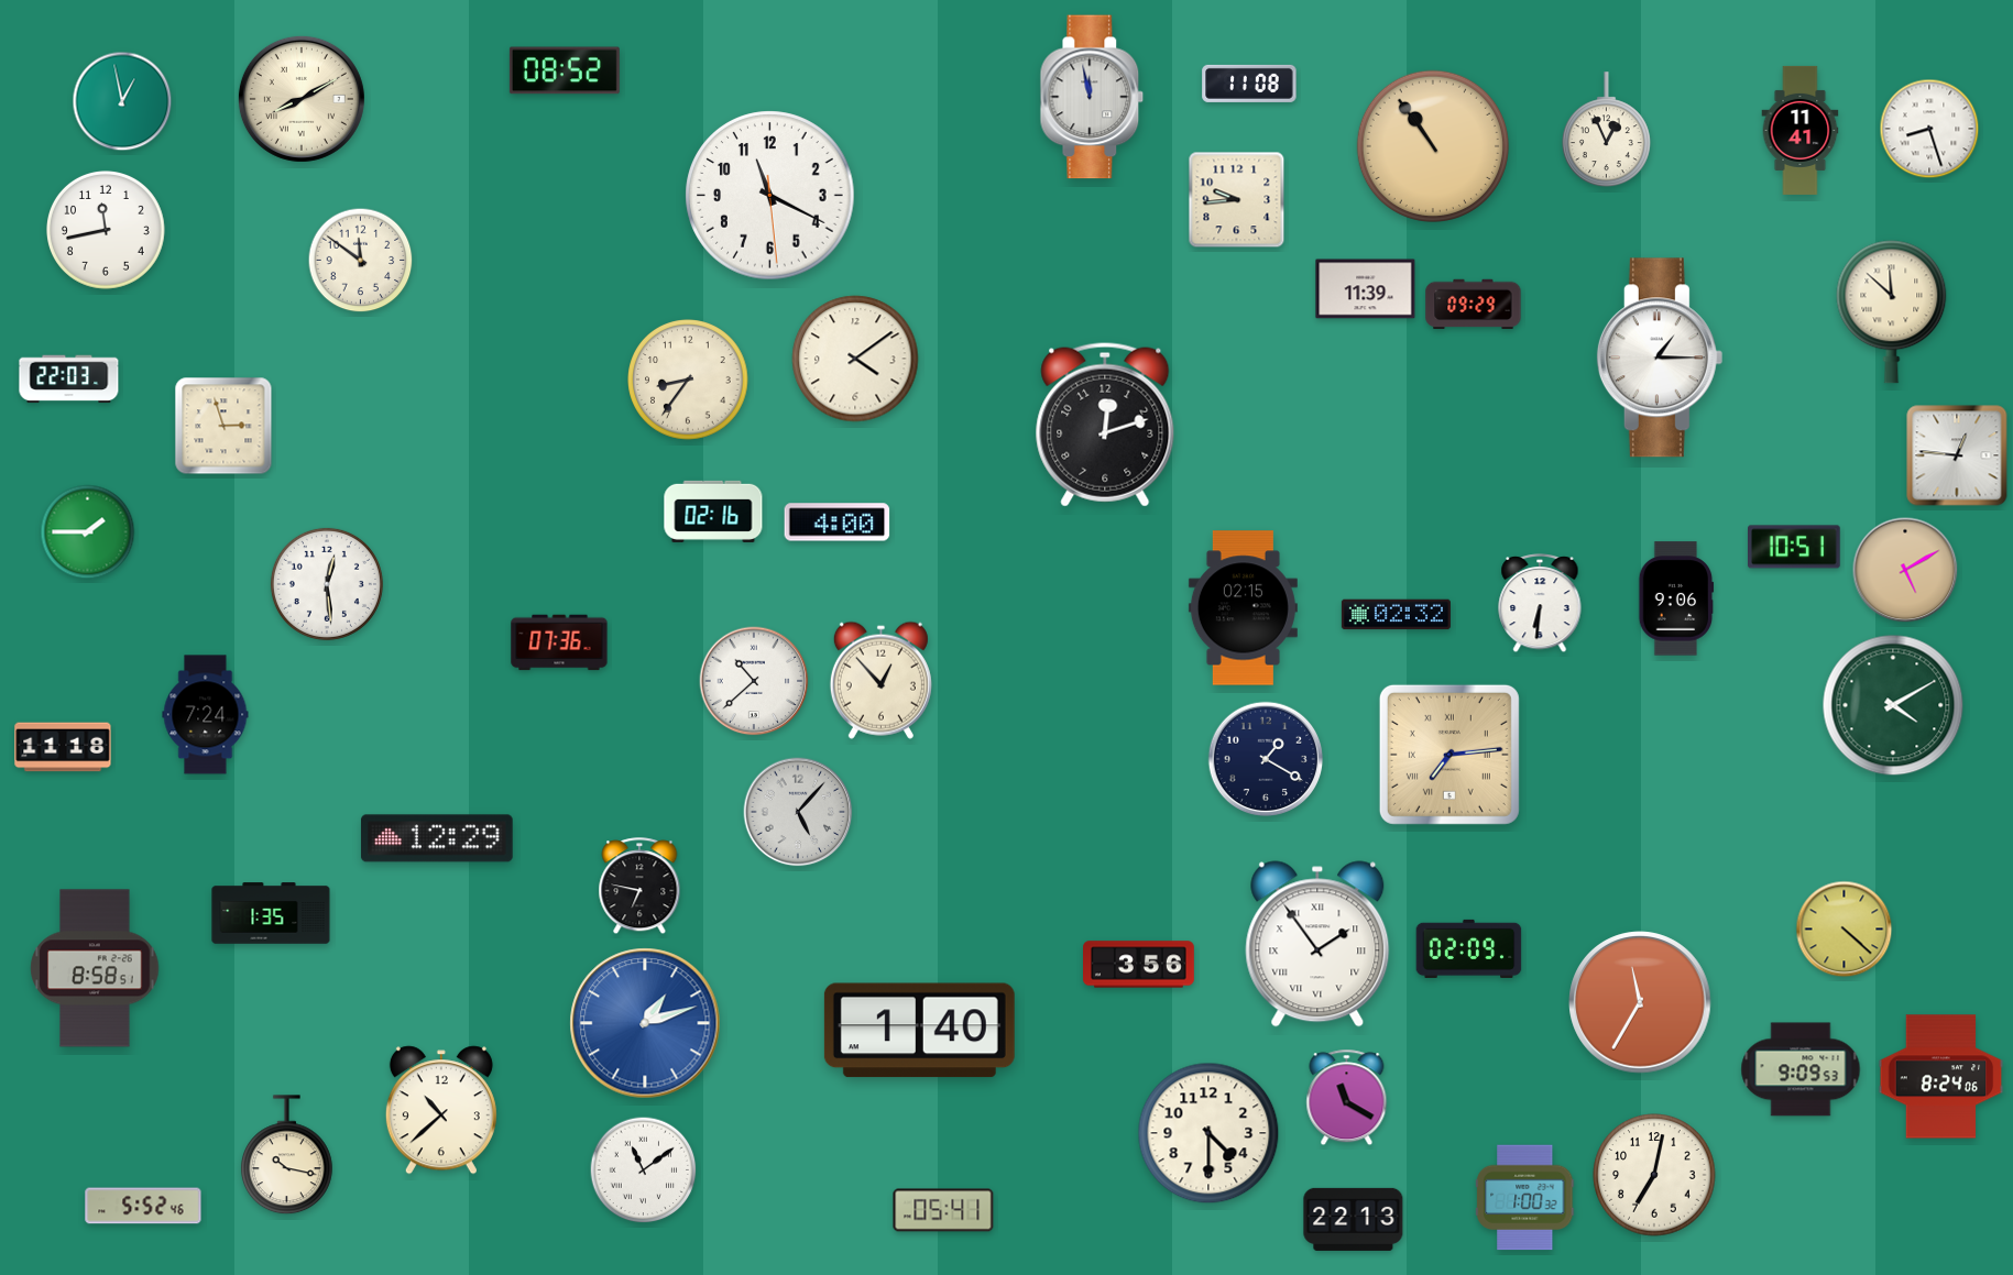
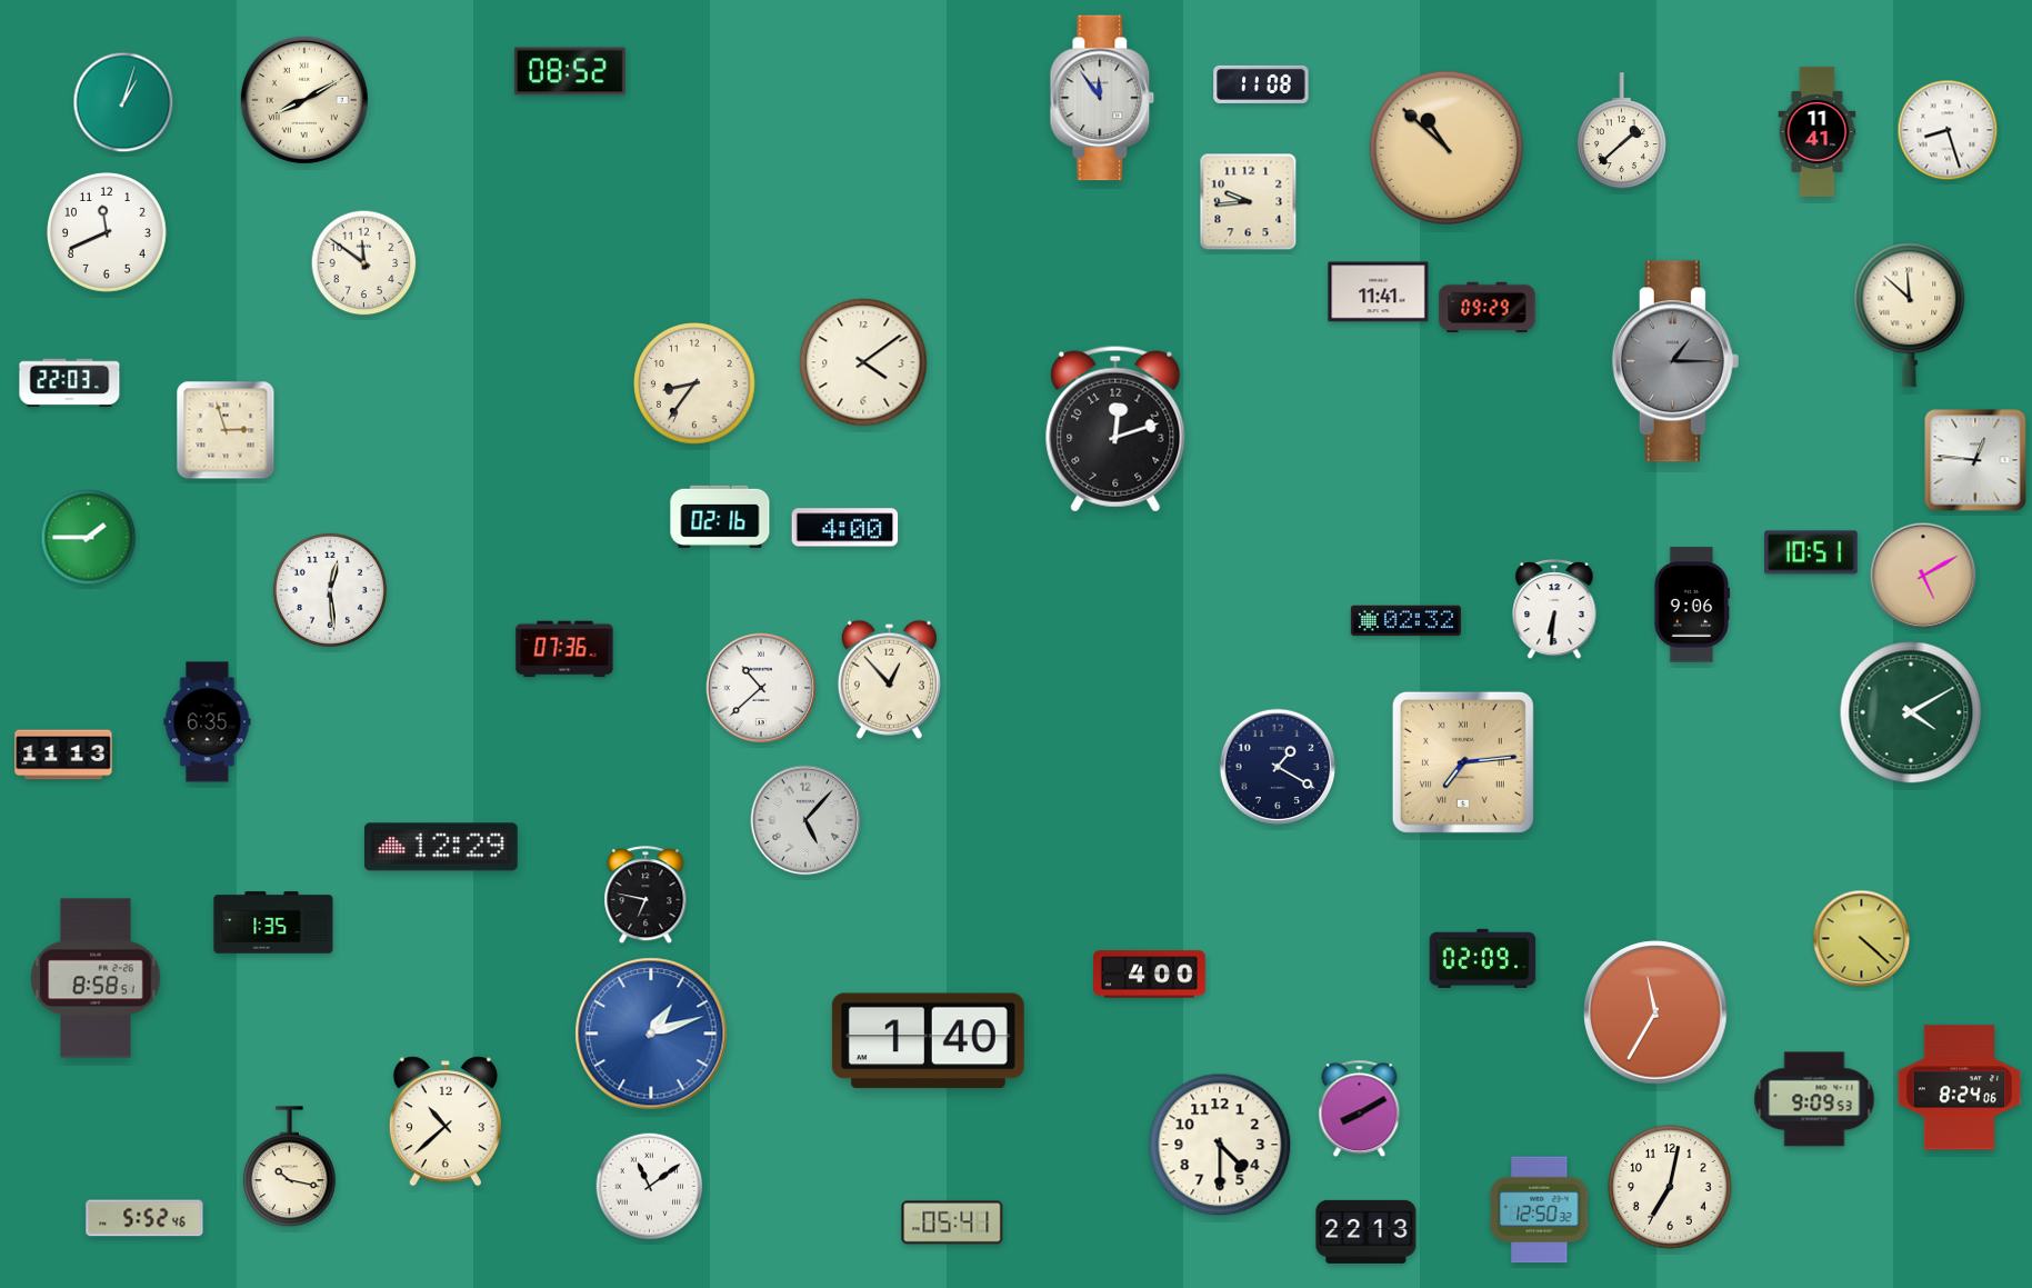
clock at (1092, 97): 11:58 -> 11:54
clock at (122, 101): 12:58 -> 1:03
clock at (1606, 130): 12:56 -> 1:38
clock at (1432, 145): 10:54 -> 10:52
clock at (770, 196): 11:19 -> none
clock at (107, 231): 11:43 -> 11:41
clock at (1366, 289): 11:39 -> 11:41
clock at (1660, 358) dial: white -> grey
clock at (1243, 608): 02:15 -> none
clock at (1396, 615) position: (1396, 615) -> (1405, 621)
clock at (880, 680) position: (880, 680) -> (889, 679)
clock at (206, 715): 7:24 -> 6:35
clock at (63, 747): 11:18 -> 11:13
clock at (1317, 944): 1:54 -> none
clock at (1139, 965): 3:56 -> 4:00
clock at (1801, 1069) position: (1801, 1069) -> (1814, 1099)
clock at (1347, 1098): 11:20 -> 8:10
clock at (644, 1170) position: (644, 1170) -> (650, 1187)
clock at (1525, 1198): 1:00 -> 12:50
